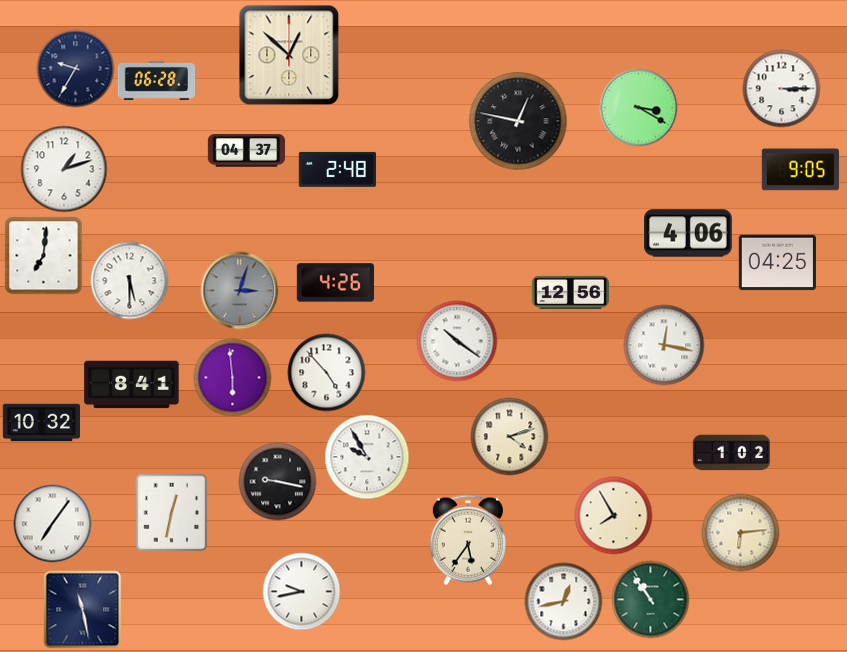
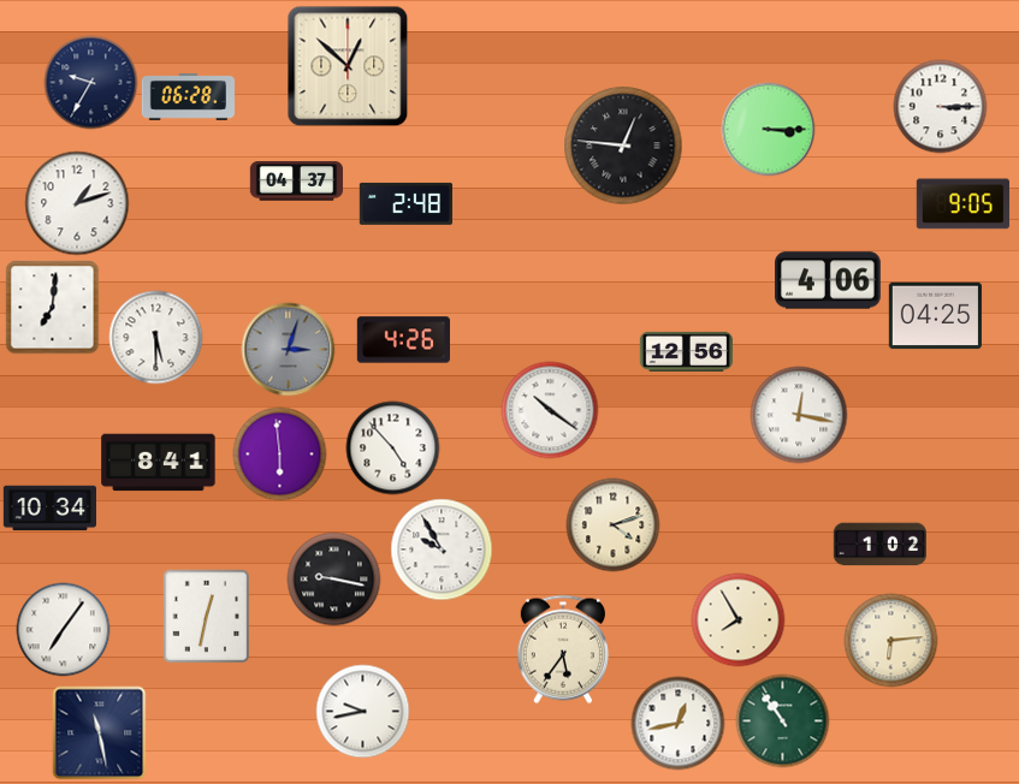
clock at (638, 107): 3:20 -> 3:15
clock at (518, 121): 12:47 -> 12:46
clock at (41, 423): 10:32 -> 10:34
